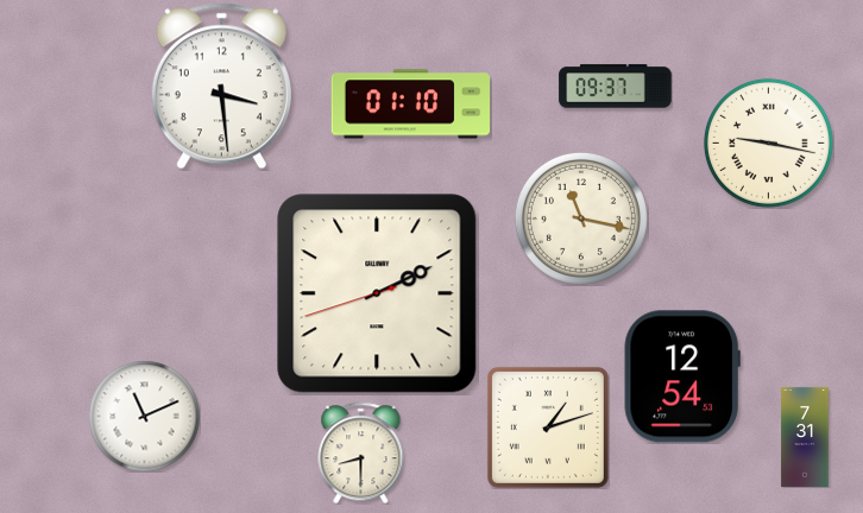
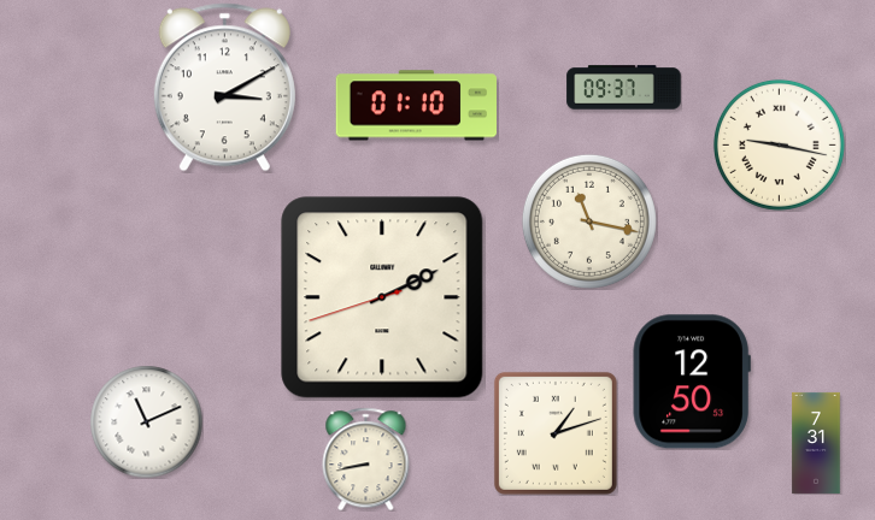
clock at (221, 87): 3:29 -> 3:10
clock at (682, 376): 12:54 -> 12:50
clock at (361, 452): 8:30 -> 8:43
